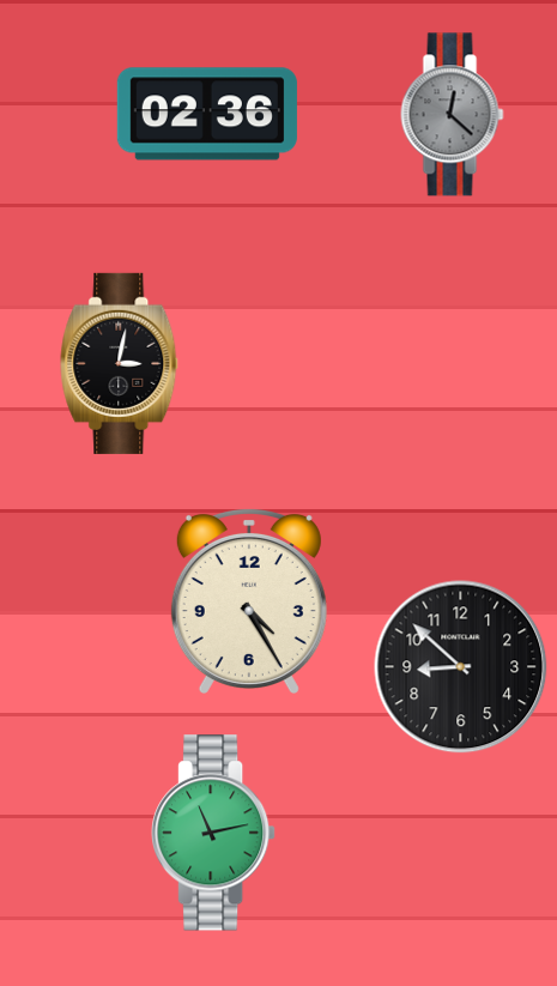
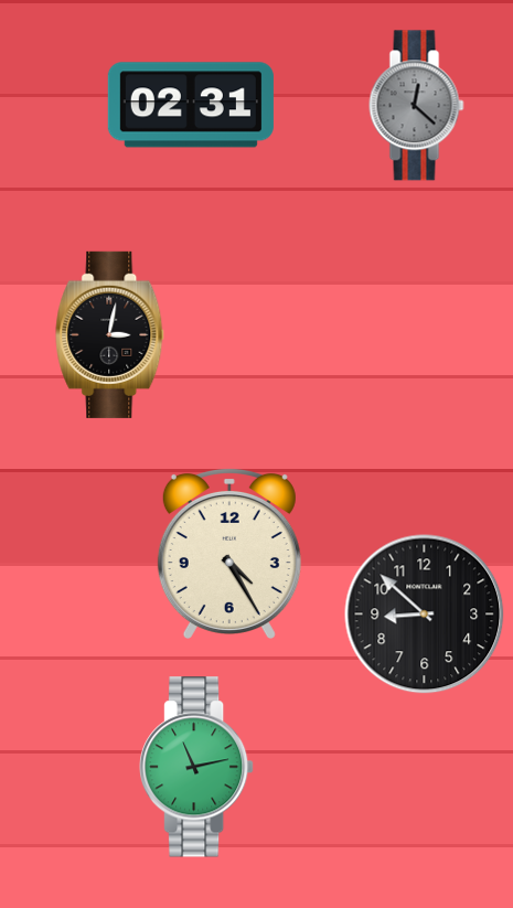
clock at (207, 114): 02:36 -> 02:31
